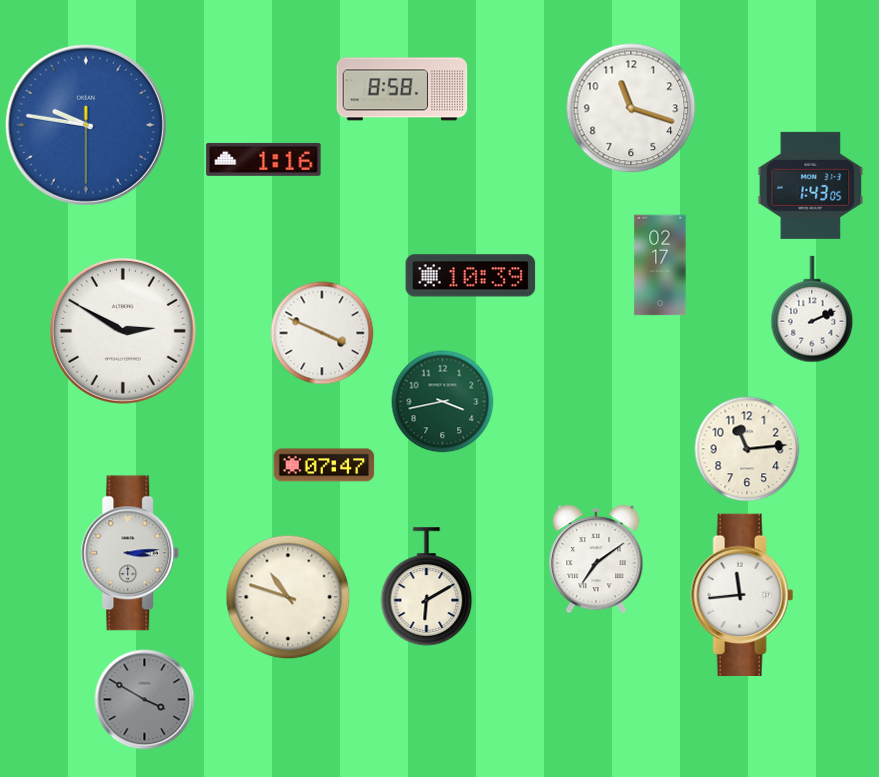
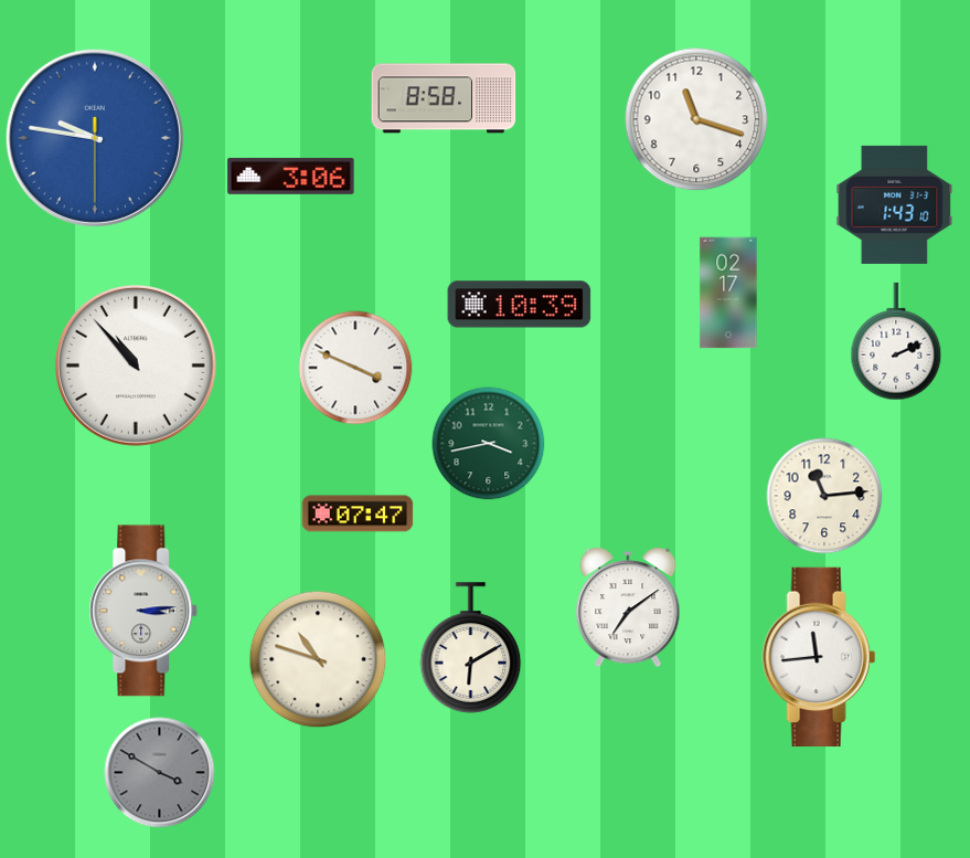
clock at (264, 159): 1:16 -> 3:06
clock at (811, 185): 1:43:05 -> 1:43:10
clock at (123, 331): 2:50 -> 10:53
clock at (596, 559) position: (596, 559) -> (628, 607)
